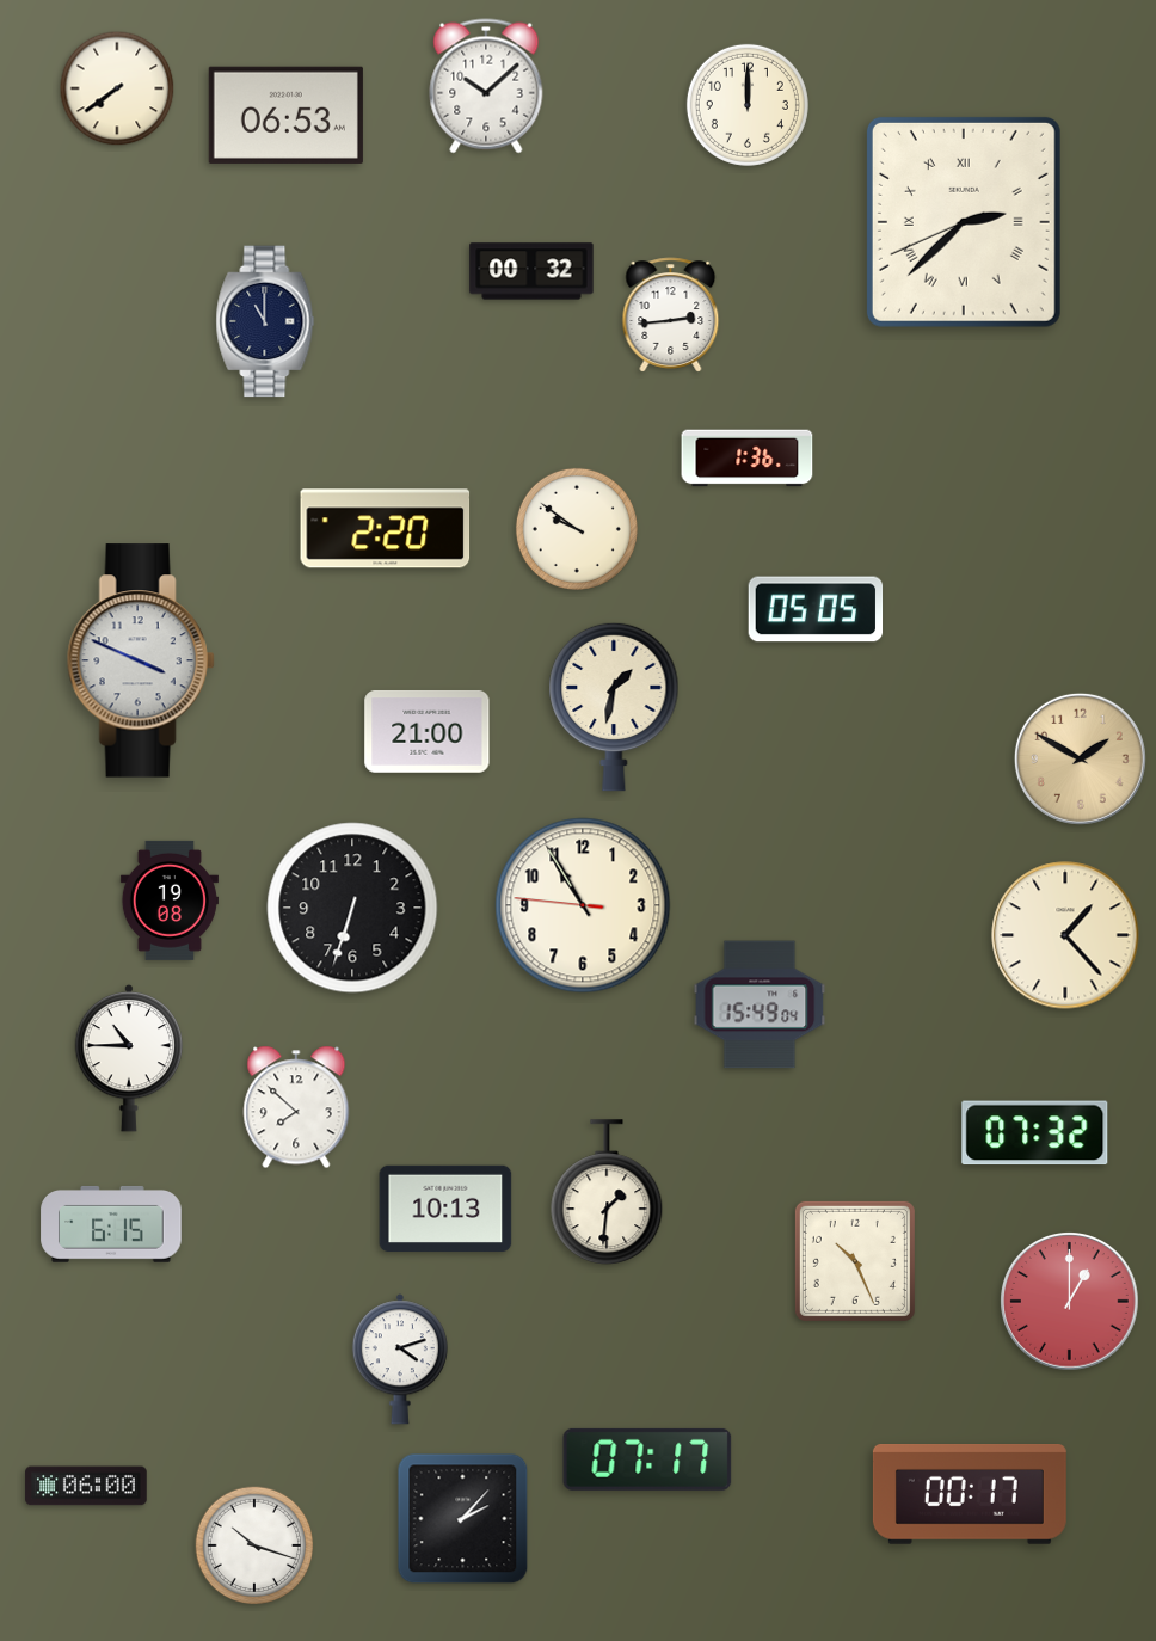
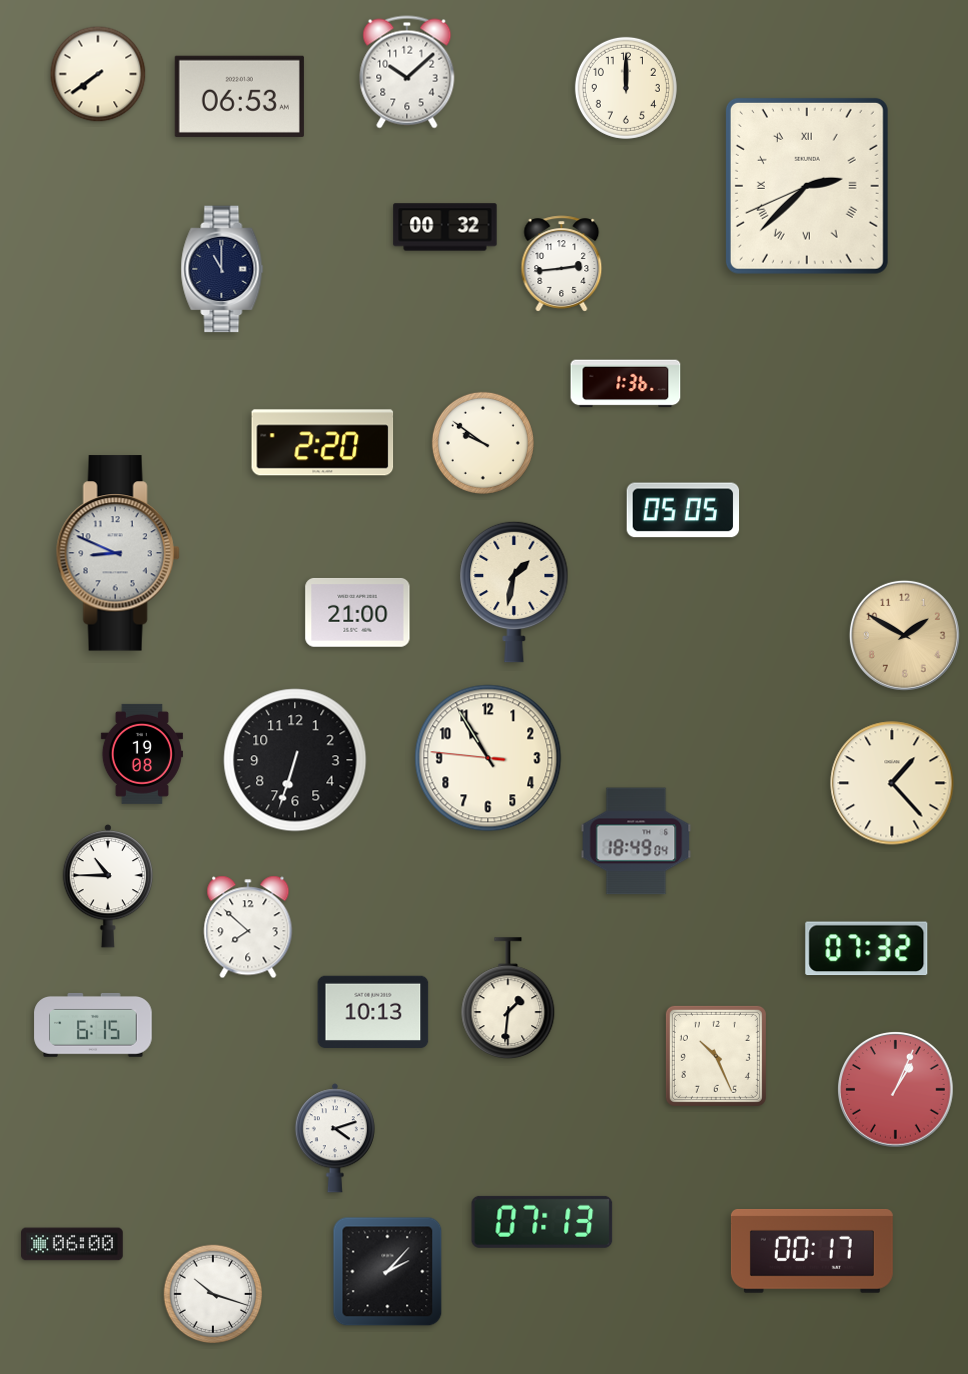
clock at (141, 660): 3:49 -> 8:49
clock at (760, 1004): 15:49 -> 18:49
clock at (1070, 1302): 1:00 -> 1:04
clock at (647, 1459): 07:17 -> 07:13
